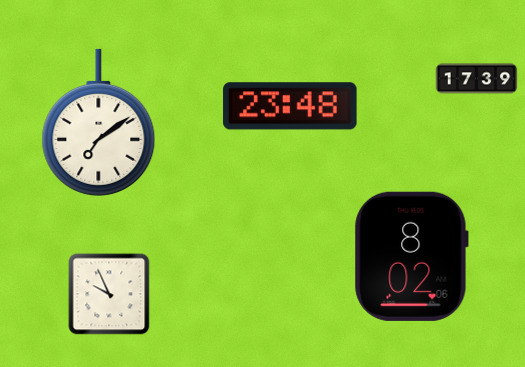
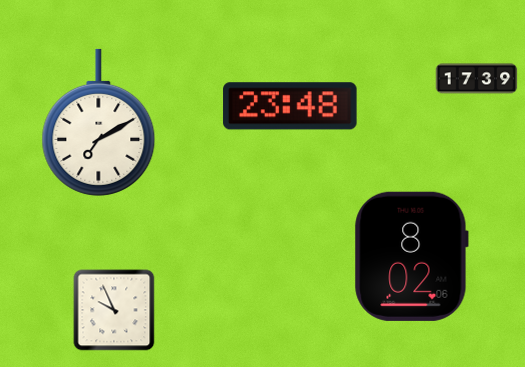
clock at (99, 122): 7:09 -> 7:10
clock at (109, 294) position: (109, 294) -> (114, 310)
